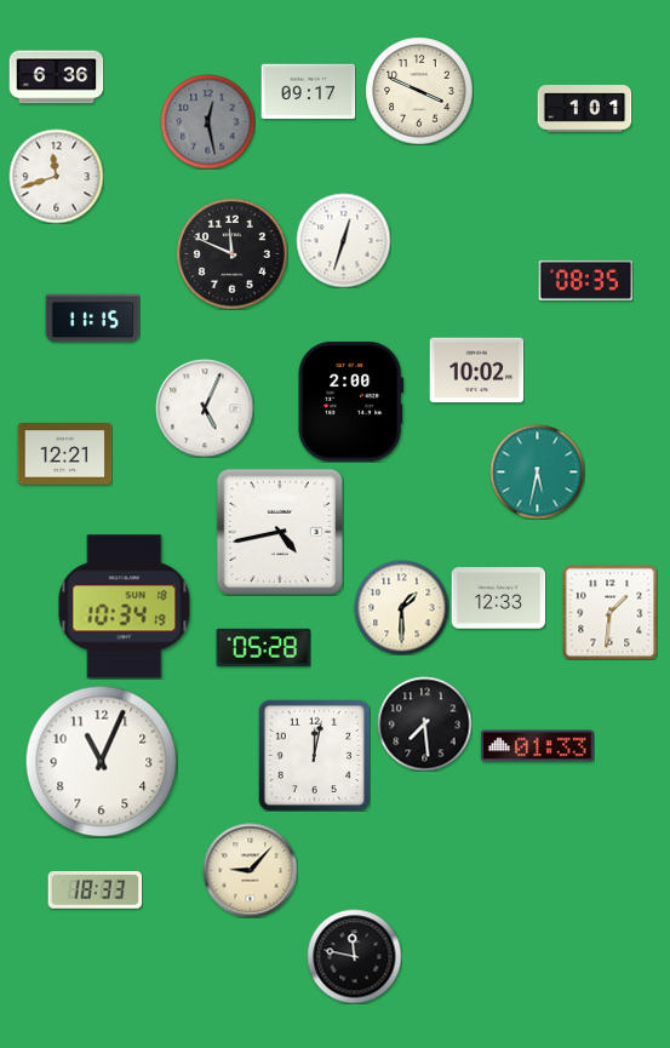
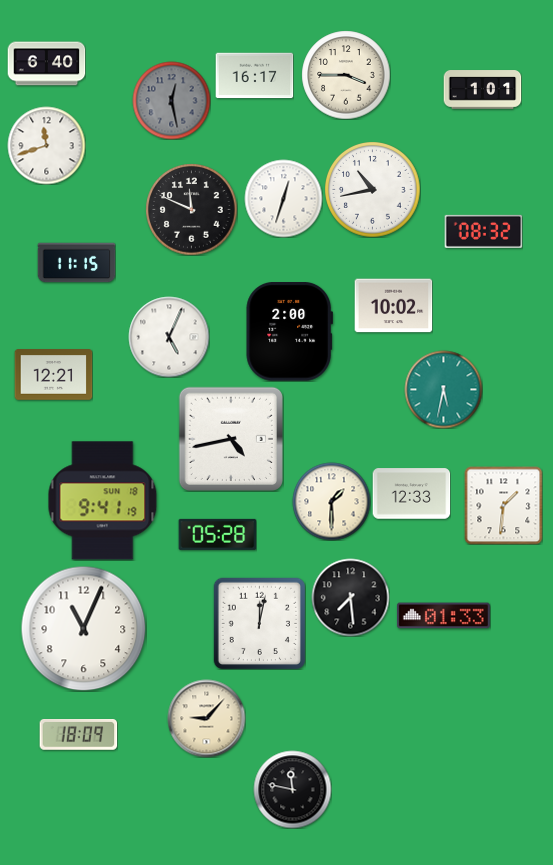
clock at (56, 78): 6:36 -> 6:40
clock at (419, 91): 3:49 -> 3:45
clock at (308, 92): 09:17 -> 16:17
clock at (373, 190): none -> 10:43
clock at (585, 280): 08:35 -> 08:32
clock at (125, 607): 10:34 -> 9:41
clock at (95, 890): 18:33 -> 18:09
